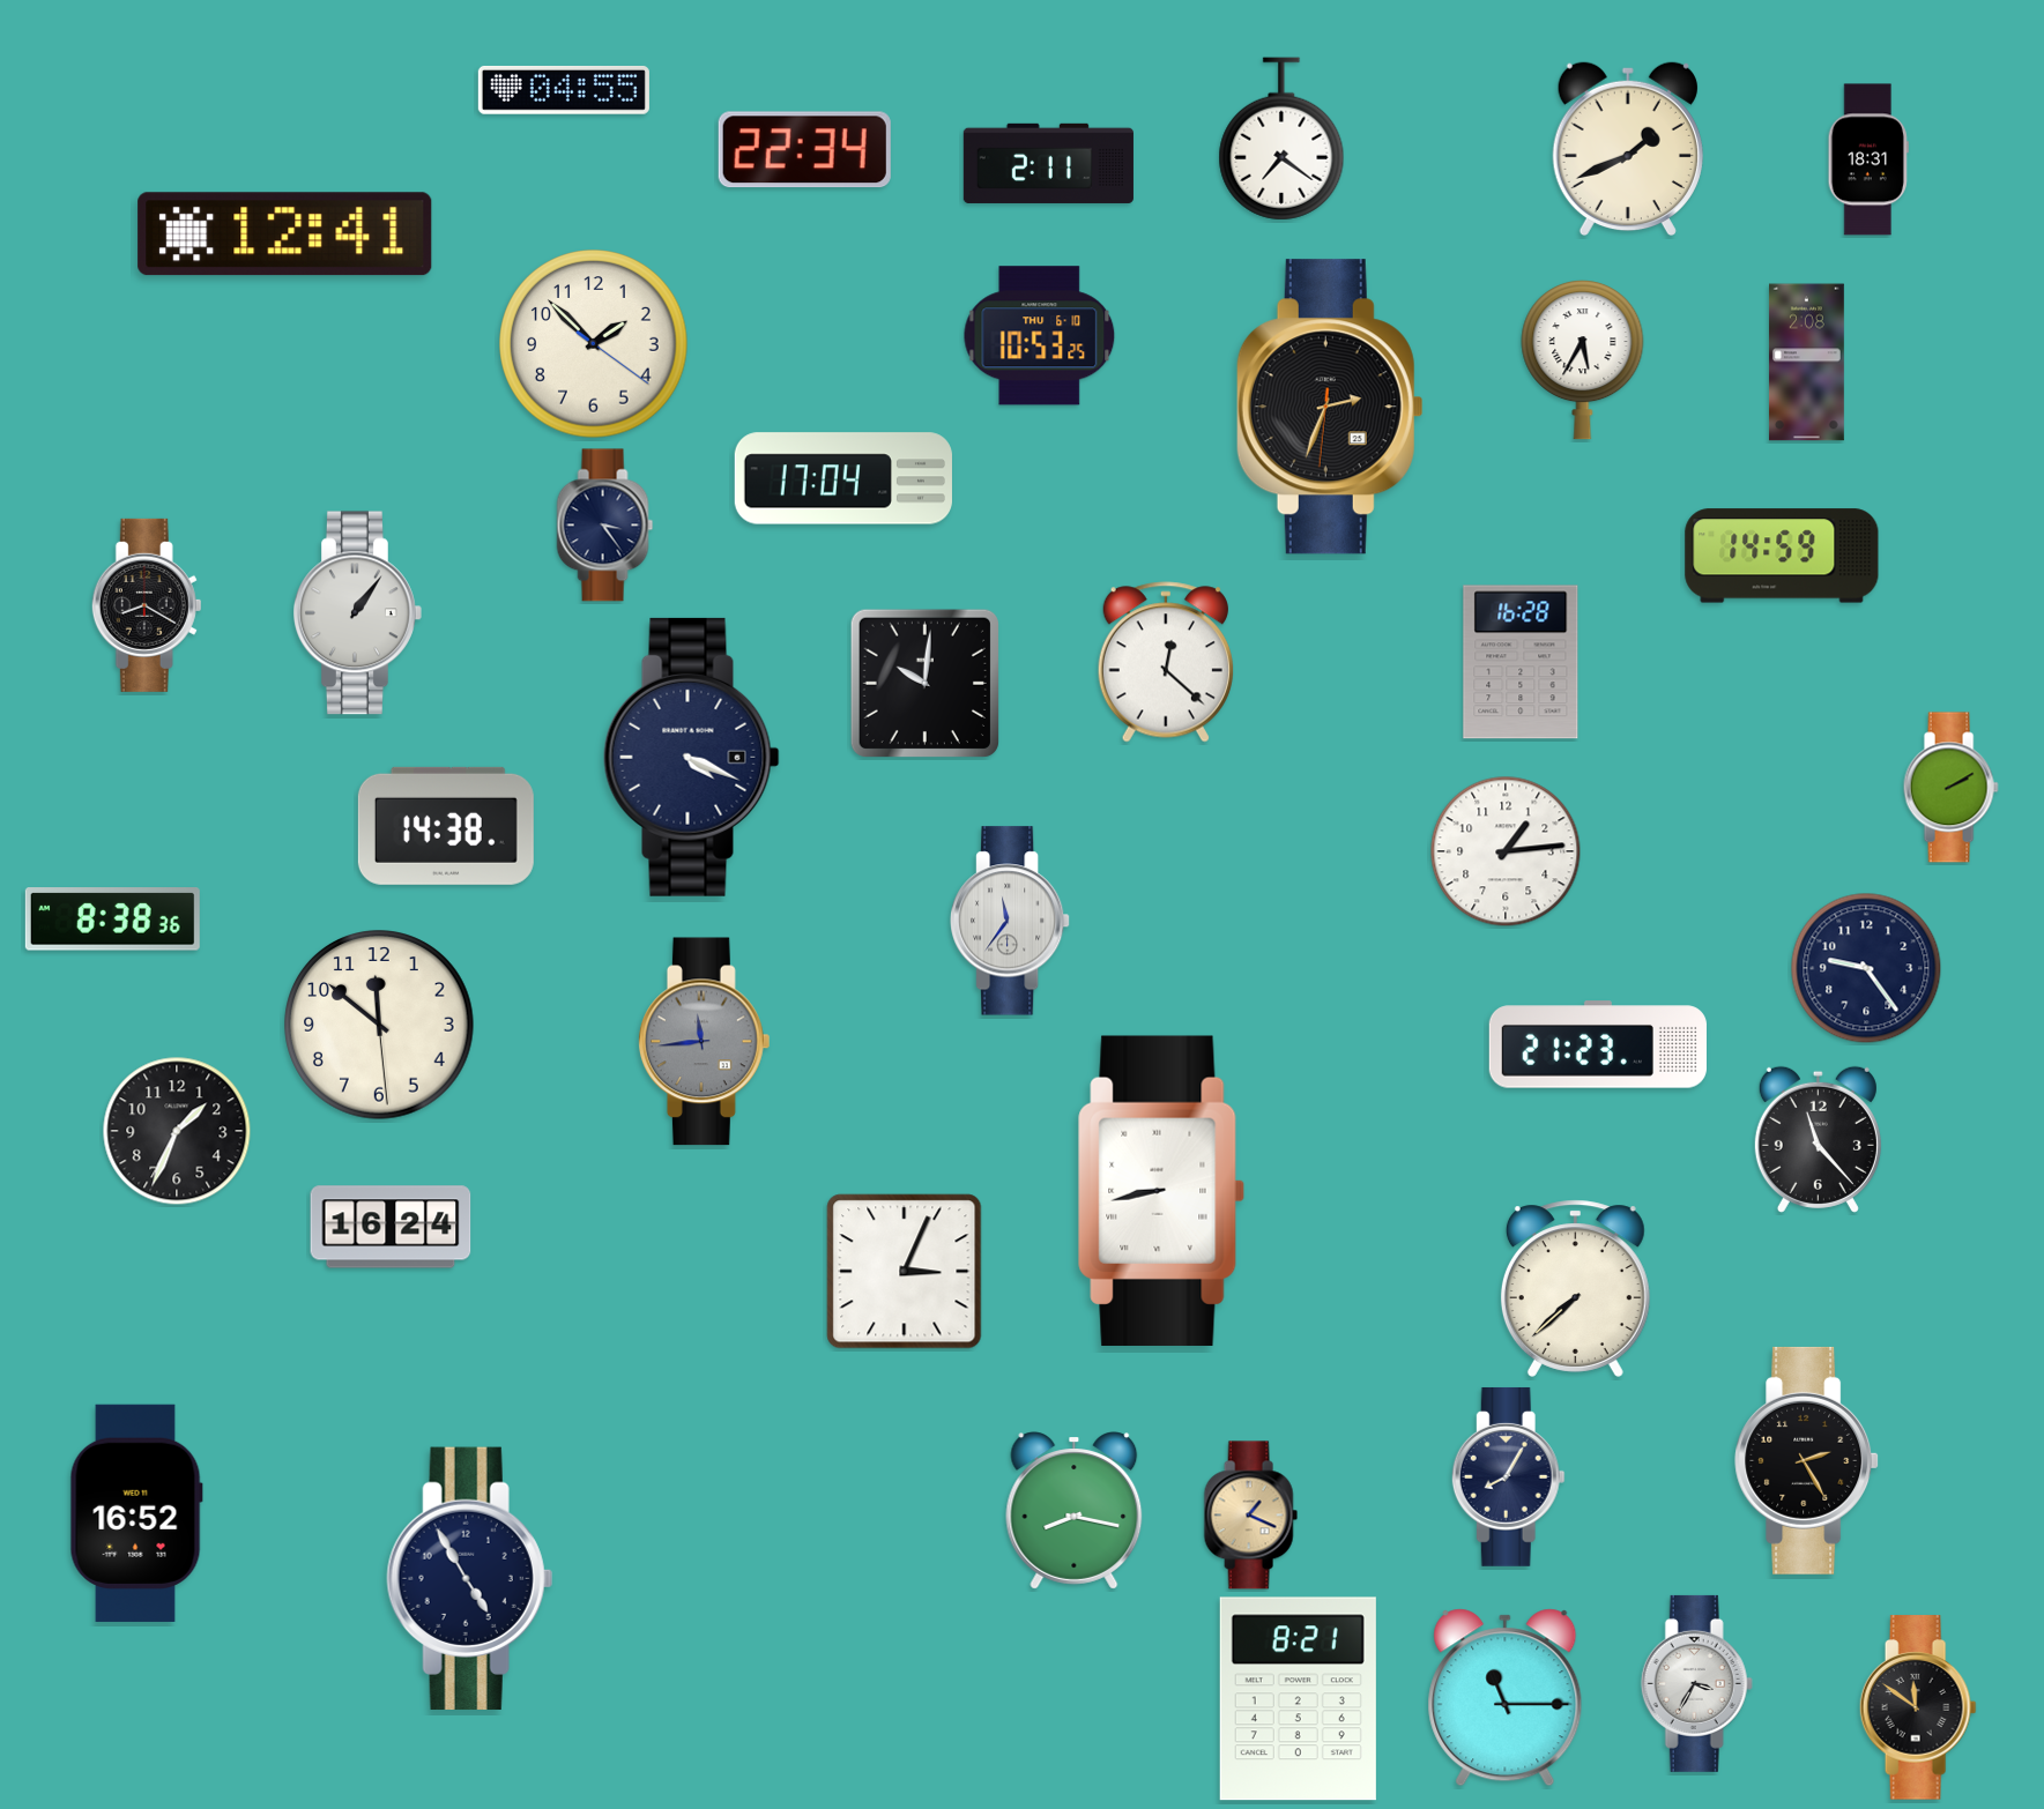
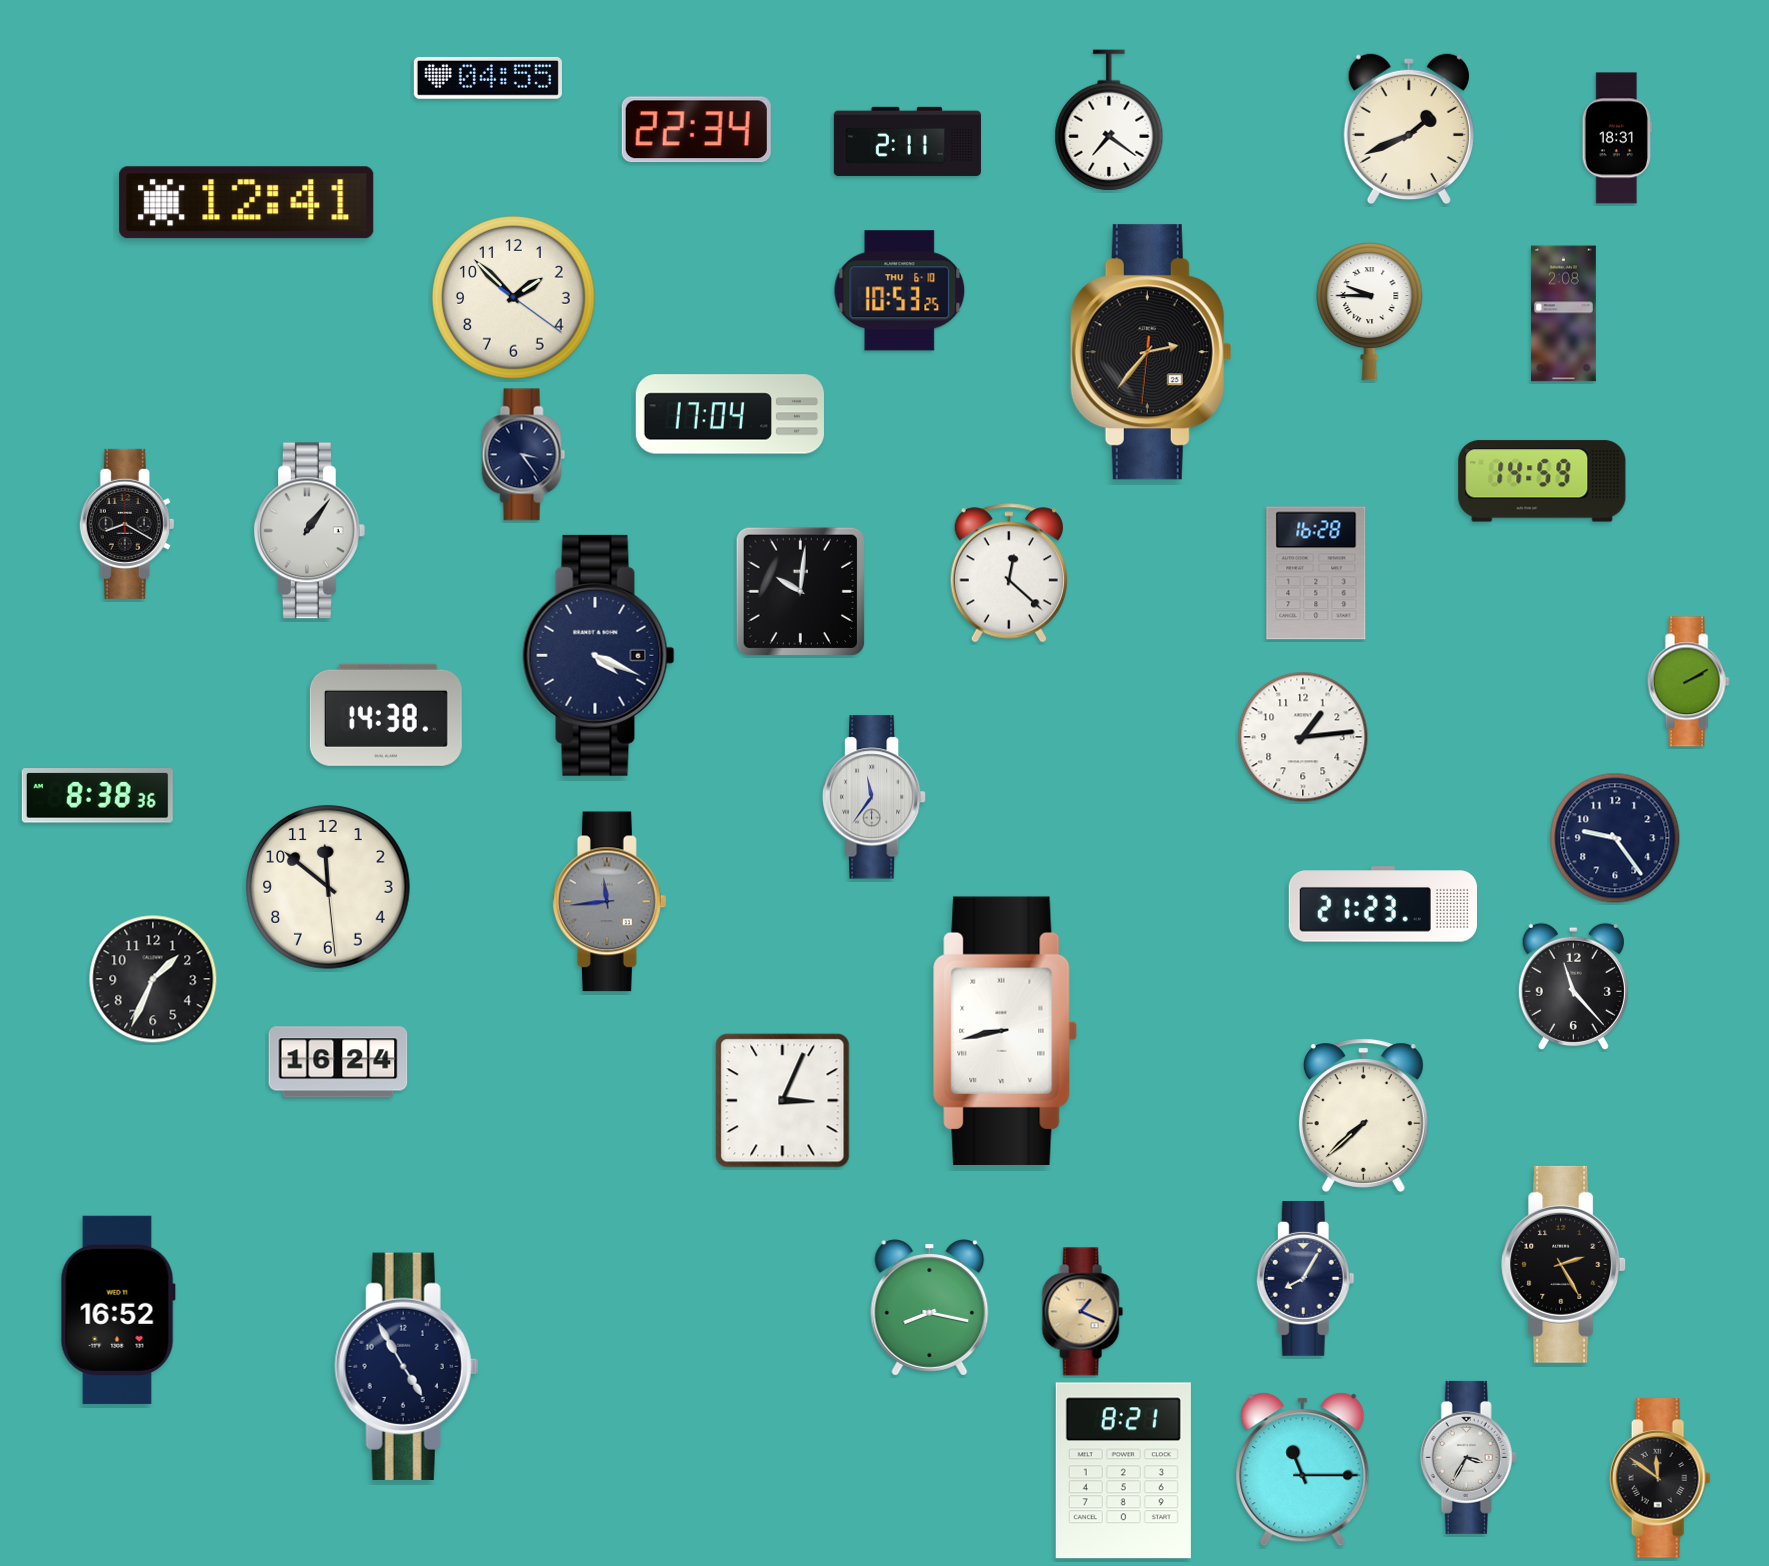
clock at (1583, 360): 5:35 -> 9:45
clock at (1330, 407): 2:33 -> 2:36
